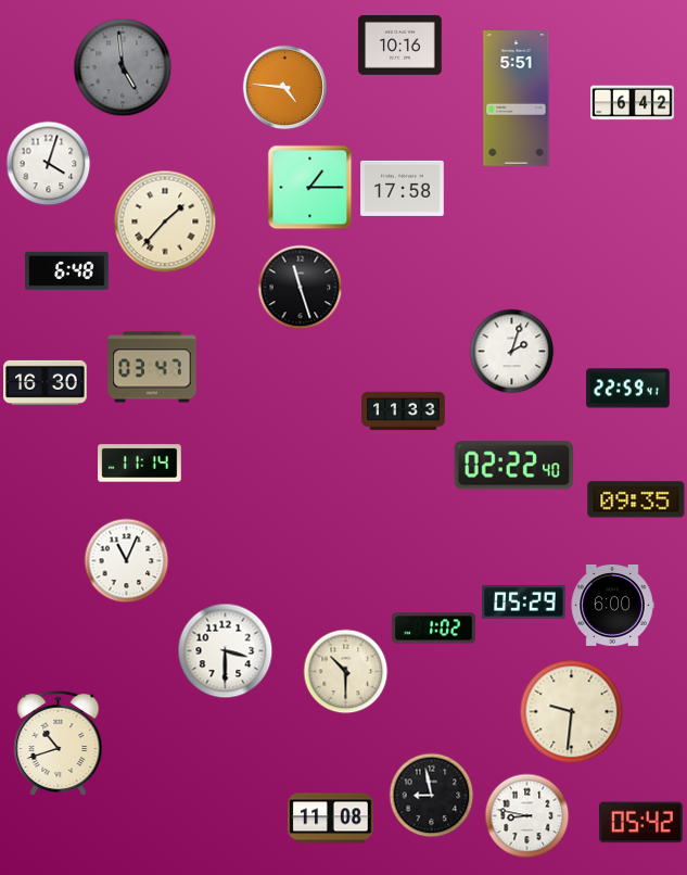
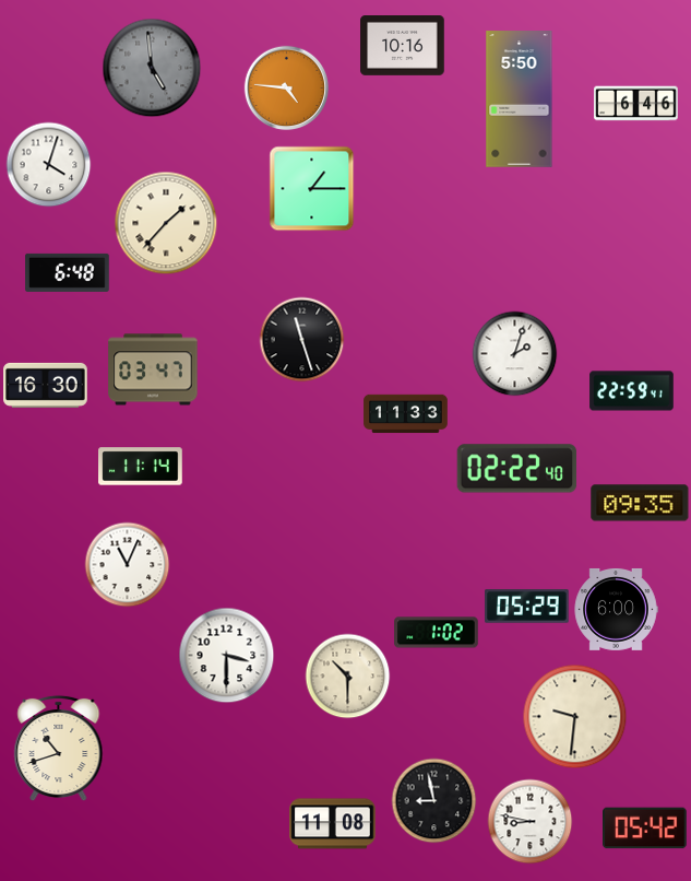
clock at (123, 67) position: (123, 67) -> (152, 68)
clock at (517, 99): 5:51 -> 5:50
clock at (633, 103): 6:42 -> 6:46
clock at (403, 188): 17:58 -> none
clock at (300, 287) position: (300, 287) -> (301, 339)
